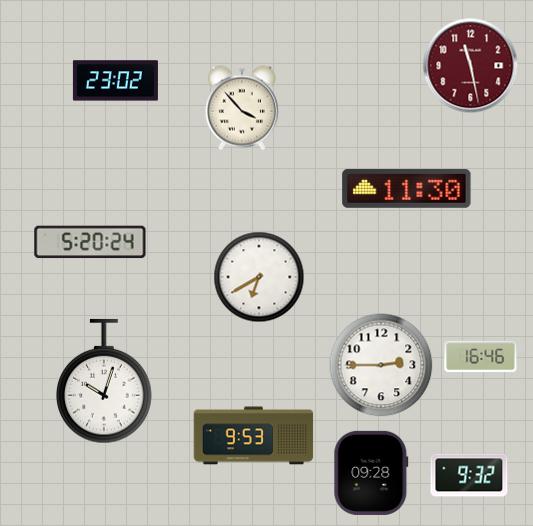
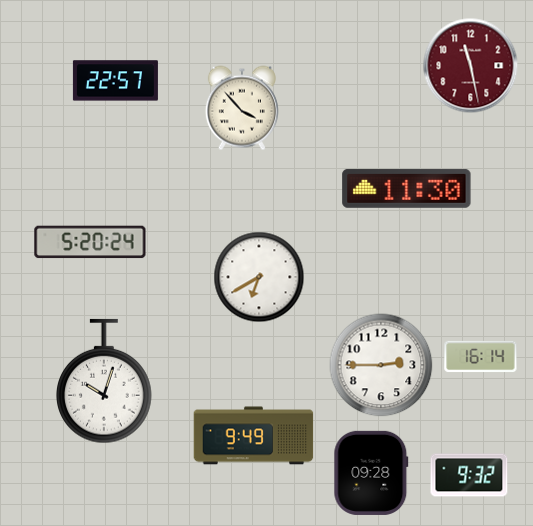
clock at (115, 81): 23:02 -> 22:57
clock at (481, 357): 16:46 -> 16:14
clock at (254, 436): 9:53 -> 9:49
